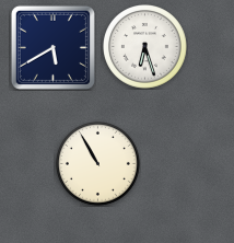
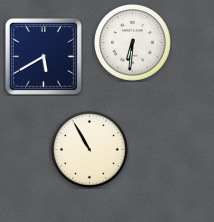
clock at (52, 47) position: (52, 47) -> (43, 56)
clock at (145, 47): 6:27 -> 6:31
